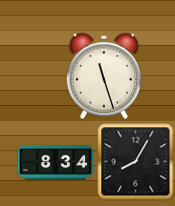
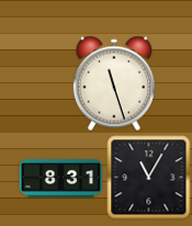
clock at (136, 162): 8:05 -> 11:05
clock at (56, 163): 8:34 -> 8:31
